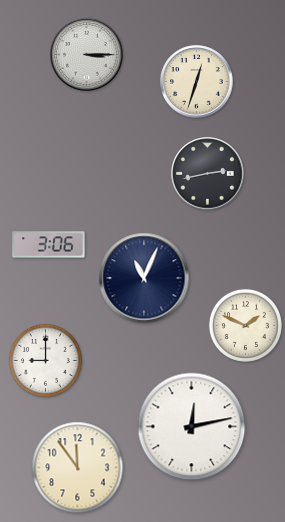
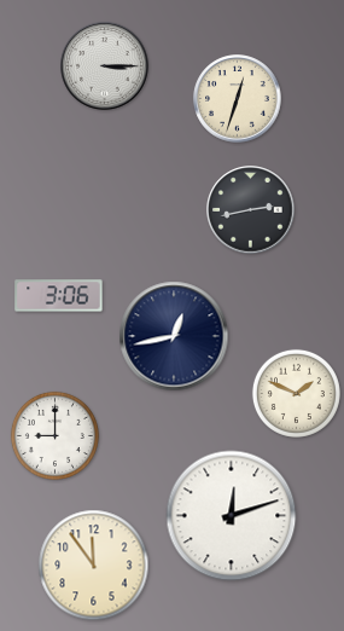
clock at (144, 278): 11:04 -> 12:43
clock at (192, 427): 12:13 -> 12:12
